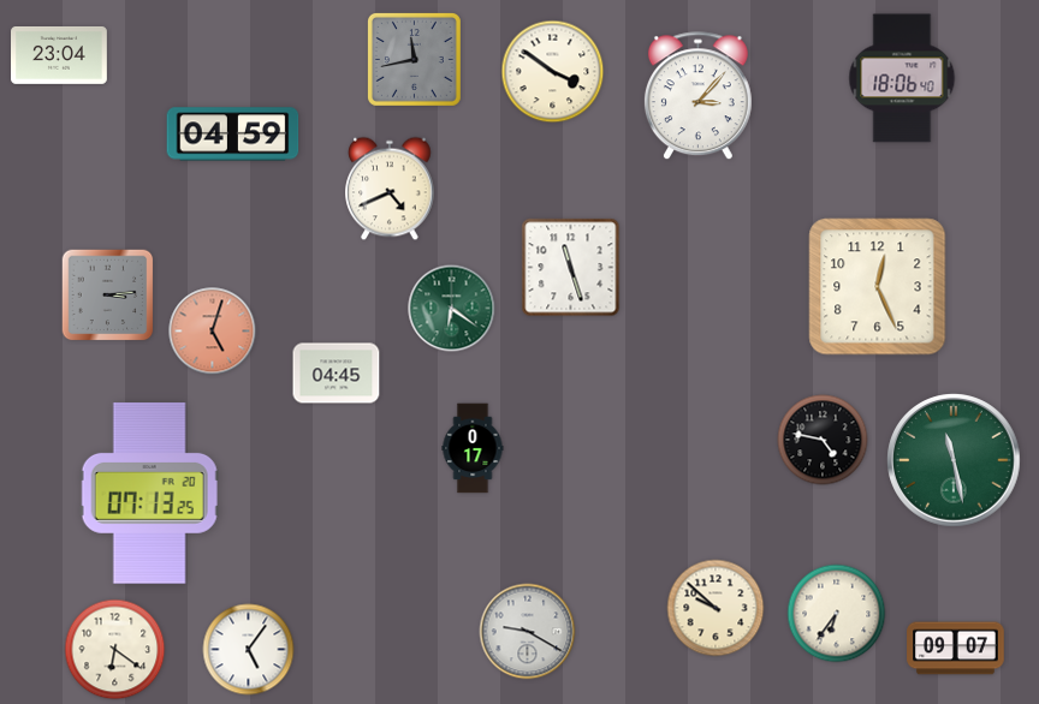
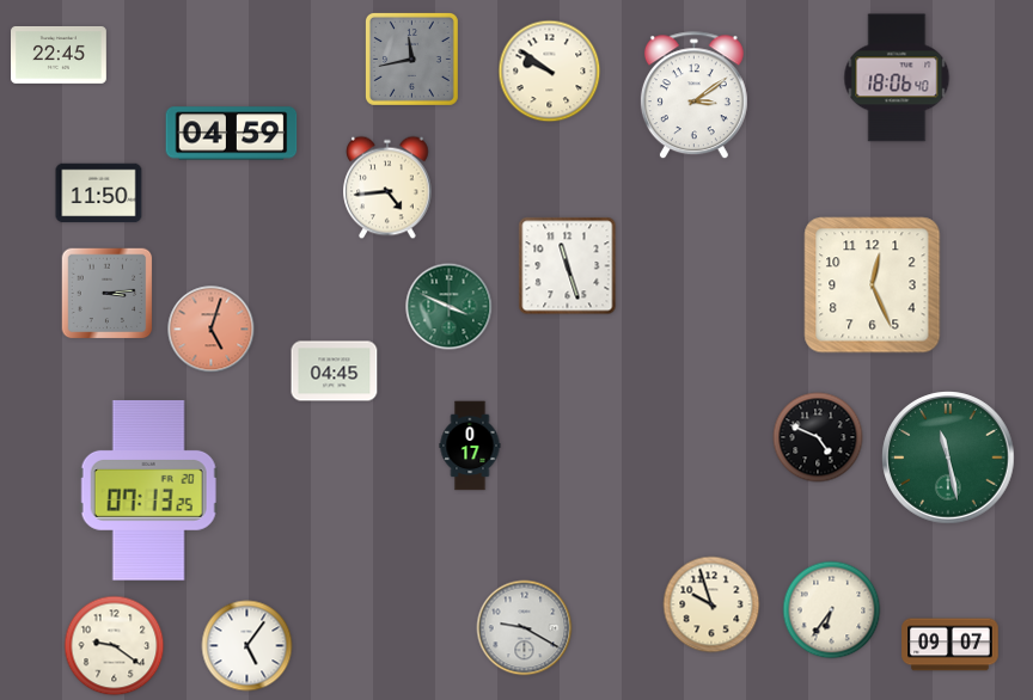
clock at (60, 55): 23:04 -> 22:45
clock at (553, 72): 3:51 -> 9:51
clock at (697, 96): 3:07 -> 3:09
clock at (390, 189): 4:41 -> 4:44
clock at (99, 194): none -> 11:50
clock at (452, 309): 6:21 -> 3:49
clock at (823, 440): 4:47 -> 4:49
clock at (716, 608): 9:52 -> 9:57
clock at (115, 650): 6:21 -> 9:21
